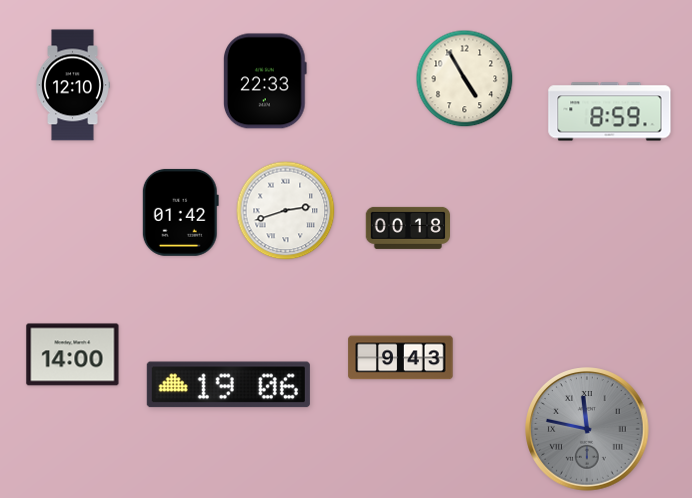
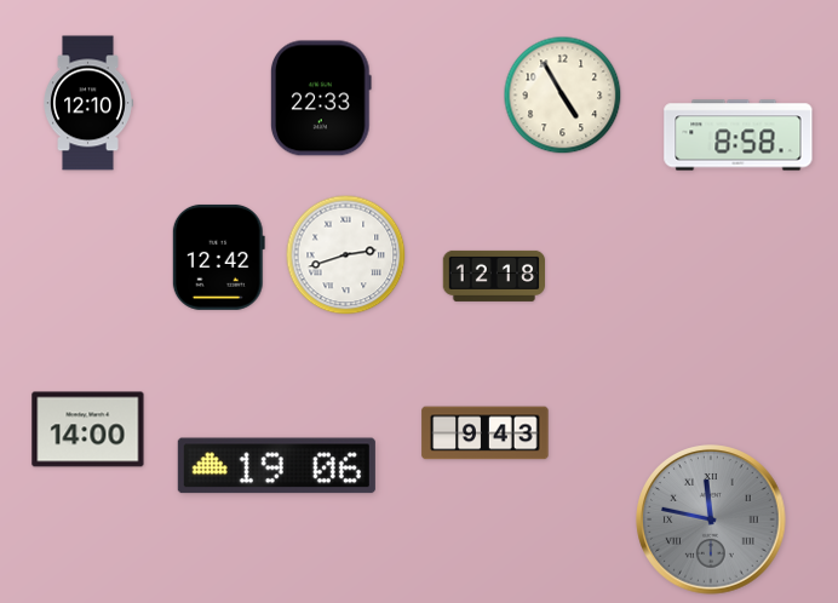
clock at (610, 112): 8:59 -> 8:58
clock at (180, 212): 01:42 -> 12:42
clock at (407, 228): 00:18 -> 12:18
